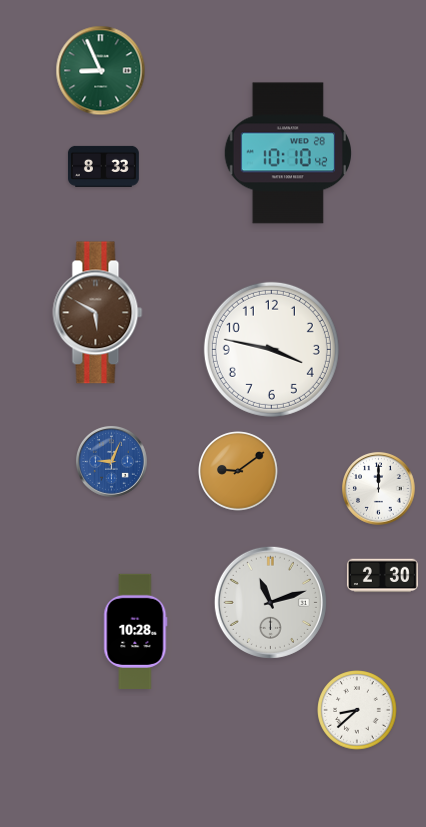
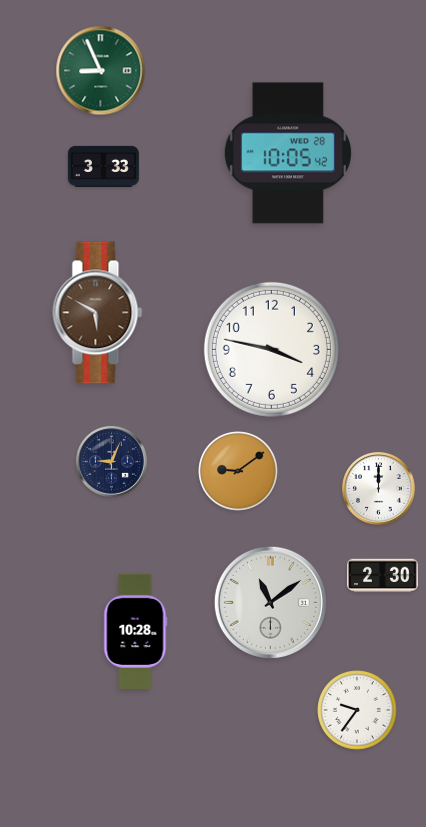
clock at (287, 153): 10:10 -> 10:05
clock at (103, 166): 8:33 -> 3:33
clock at (111, 461) dial: blue -> navy
clock at (270, 602): 11:12 -> 11:09
clock at (357, 710): 8:38 -> 9:36
